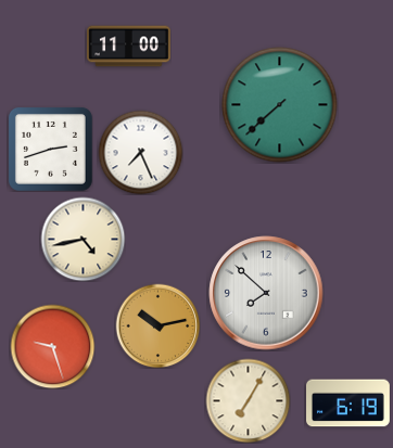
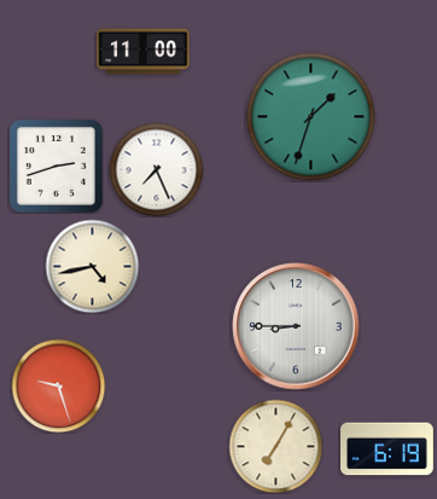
clock at (280, 105): 7:38 -> 1:33
clock at (266, 293): 7:52 -> 8:45
clock at (157, 325): 10:13 -> none
